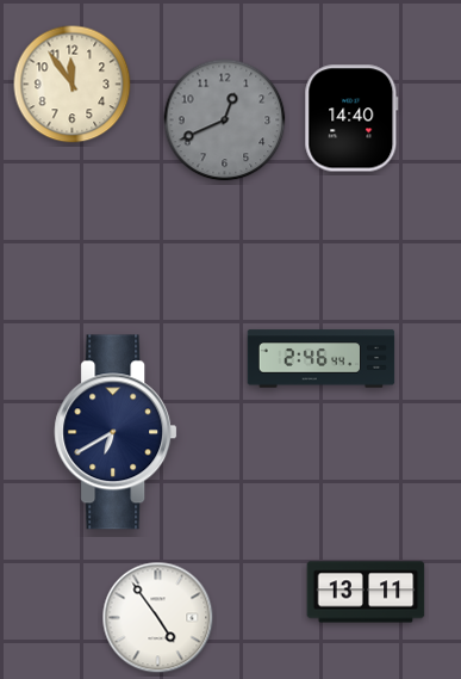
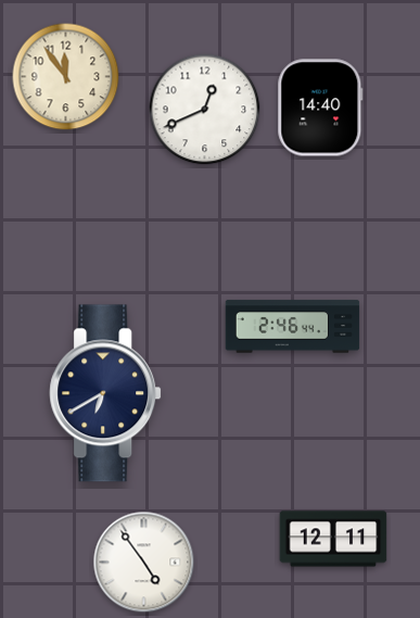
clock at (225, 121) dial: grey -> white
clock at (366, 592): 13:11 -> 12:11
